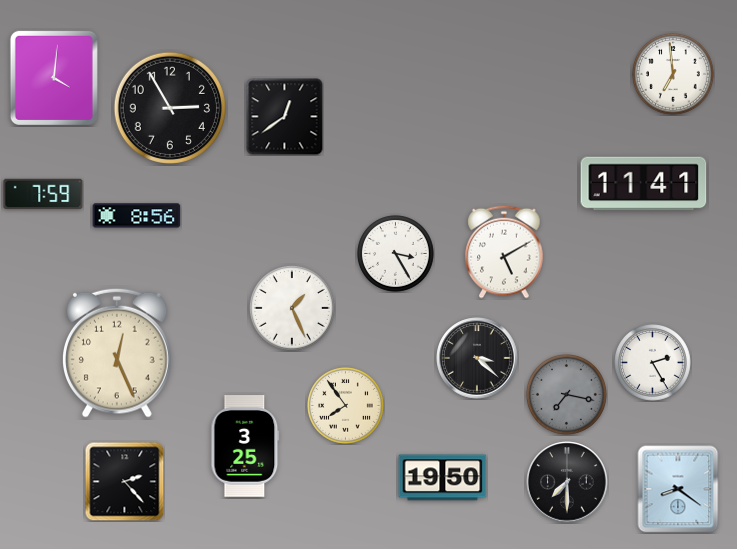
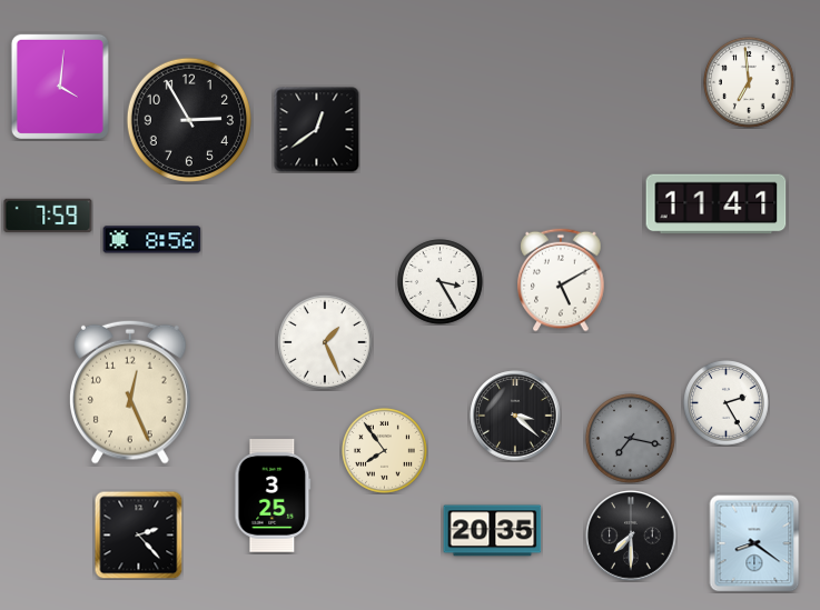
clock at (477, 358) position: (477, 358) -> (515, 416)
clock at (443, 478): 19:50 -> 20:35
